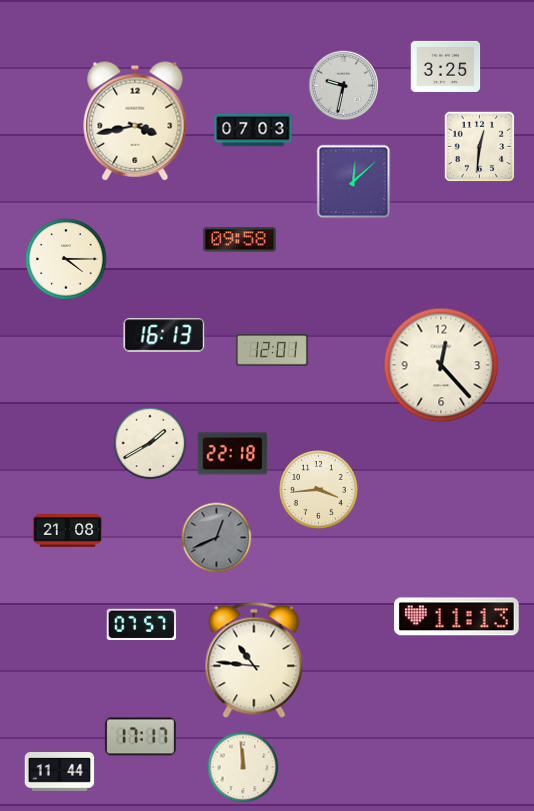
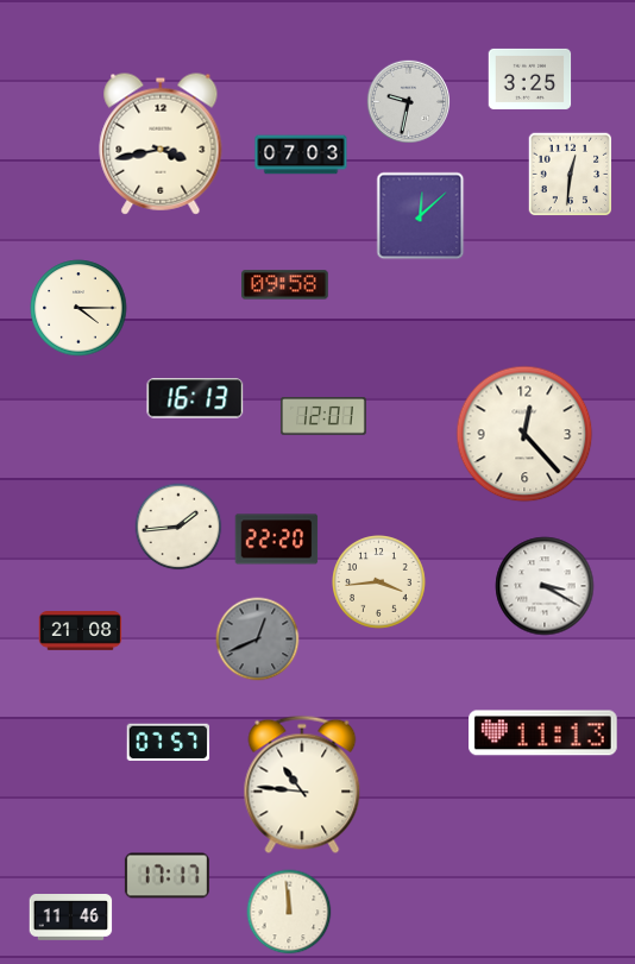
clock at (150, 443): 1:40 -> 1:44
clock at (233, 454): 22:18 -> 22:20
clock at (545, 586): none -> 3:20
clock at (60, 772): 11:44 -> 11:46
